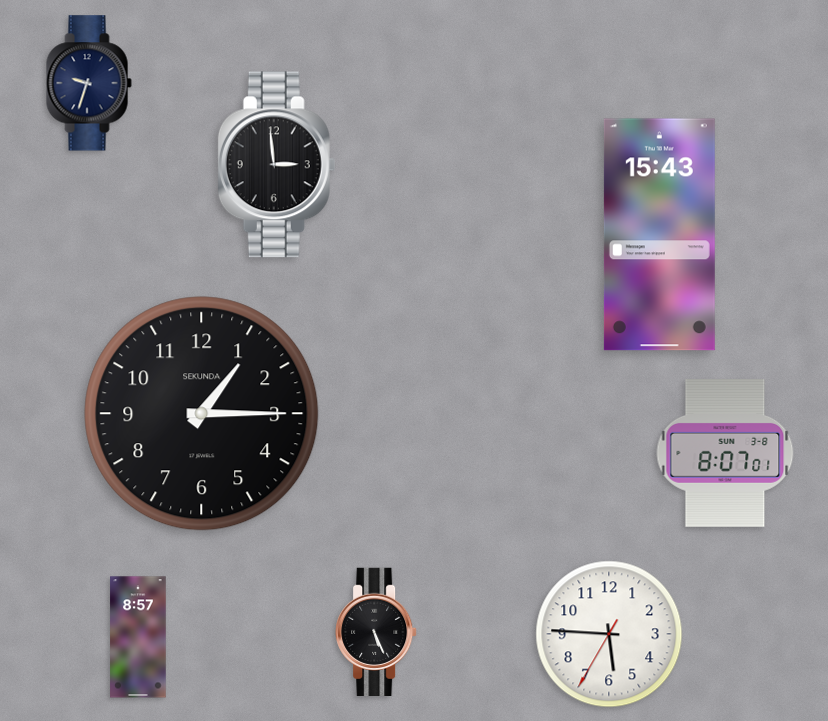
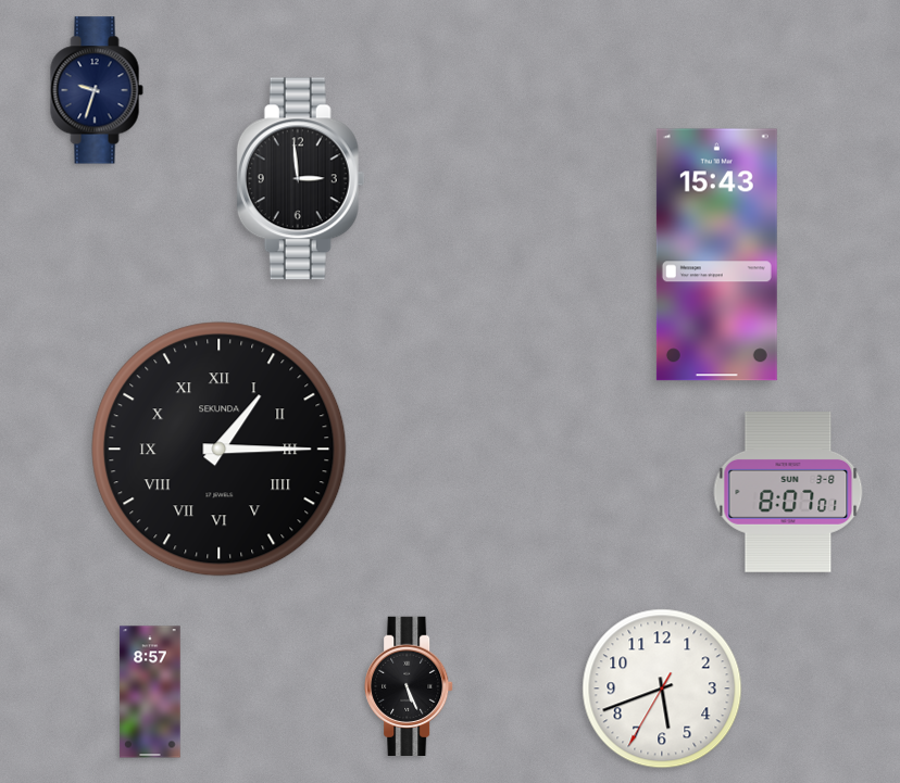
clock at (202, 414) numerals: Arabic -> Roman
clock at (609, 634): 5:45 -> 5:41
